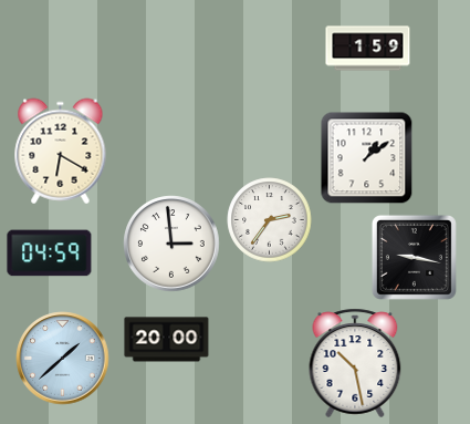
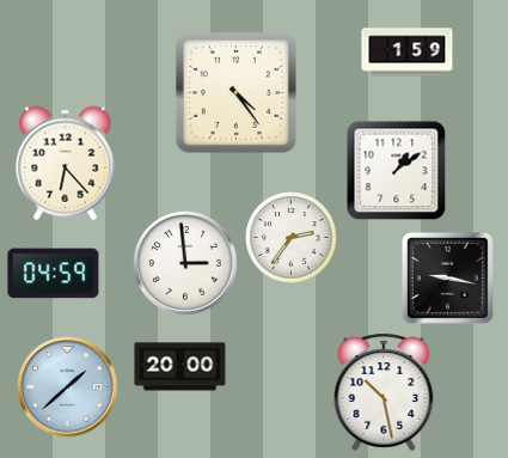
clock at (368, 49) position: (368, 49) -> (408, 53)
clock at (235, 92): none -> 4:24
clock at (61, 152): 6:20 -> 6:23
